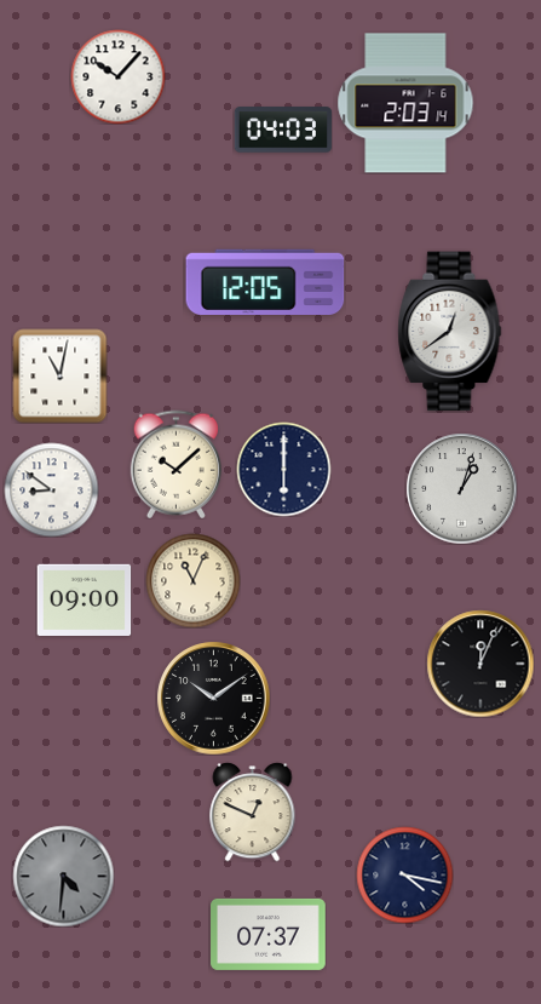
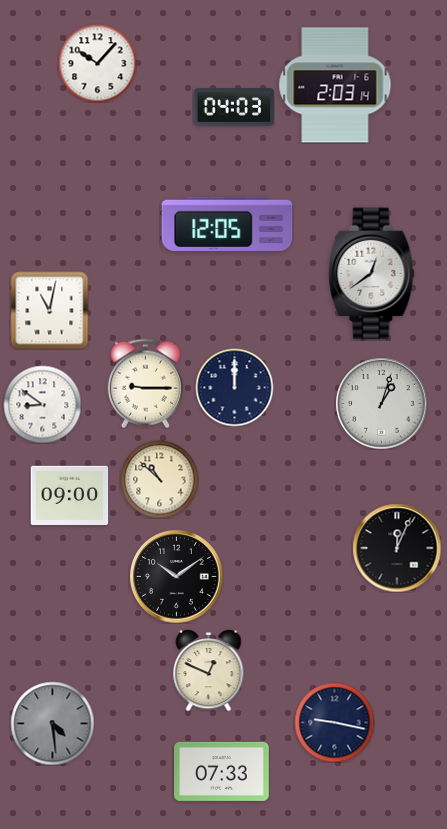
clock at (265, 282) position: (265, 282) -> (227, 224)
clock at (175, 464): 10:08 -> 9:15
clock at (283, 469): 6:00 -> 12:00
clock at (192, 580): 11:04 -> 10:52
clock at (404, 874): 4:17 -> 9:17
clock at (63, 876): 4:31 -> 4:29
clock at (269, 934): 07:37 -> 07:33
